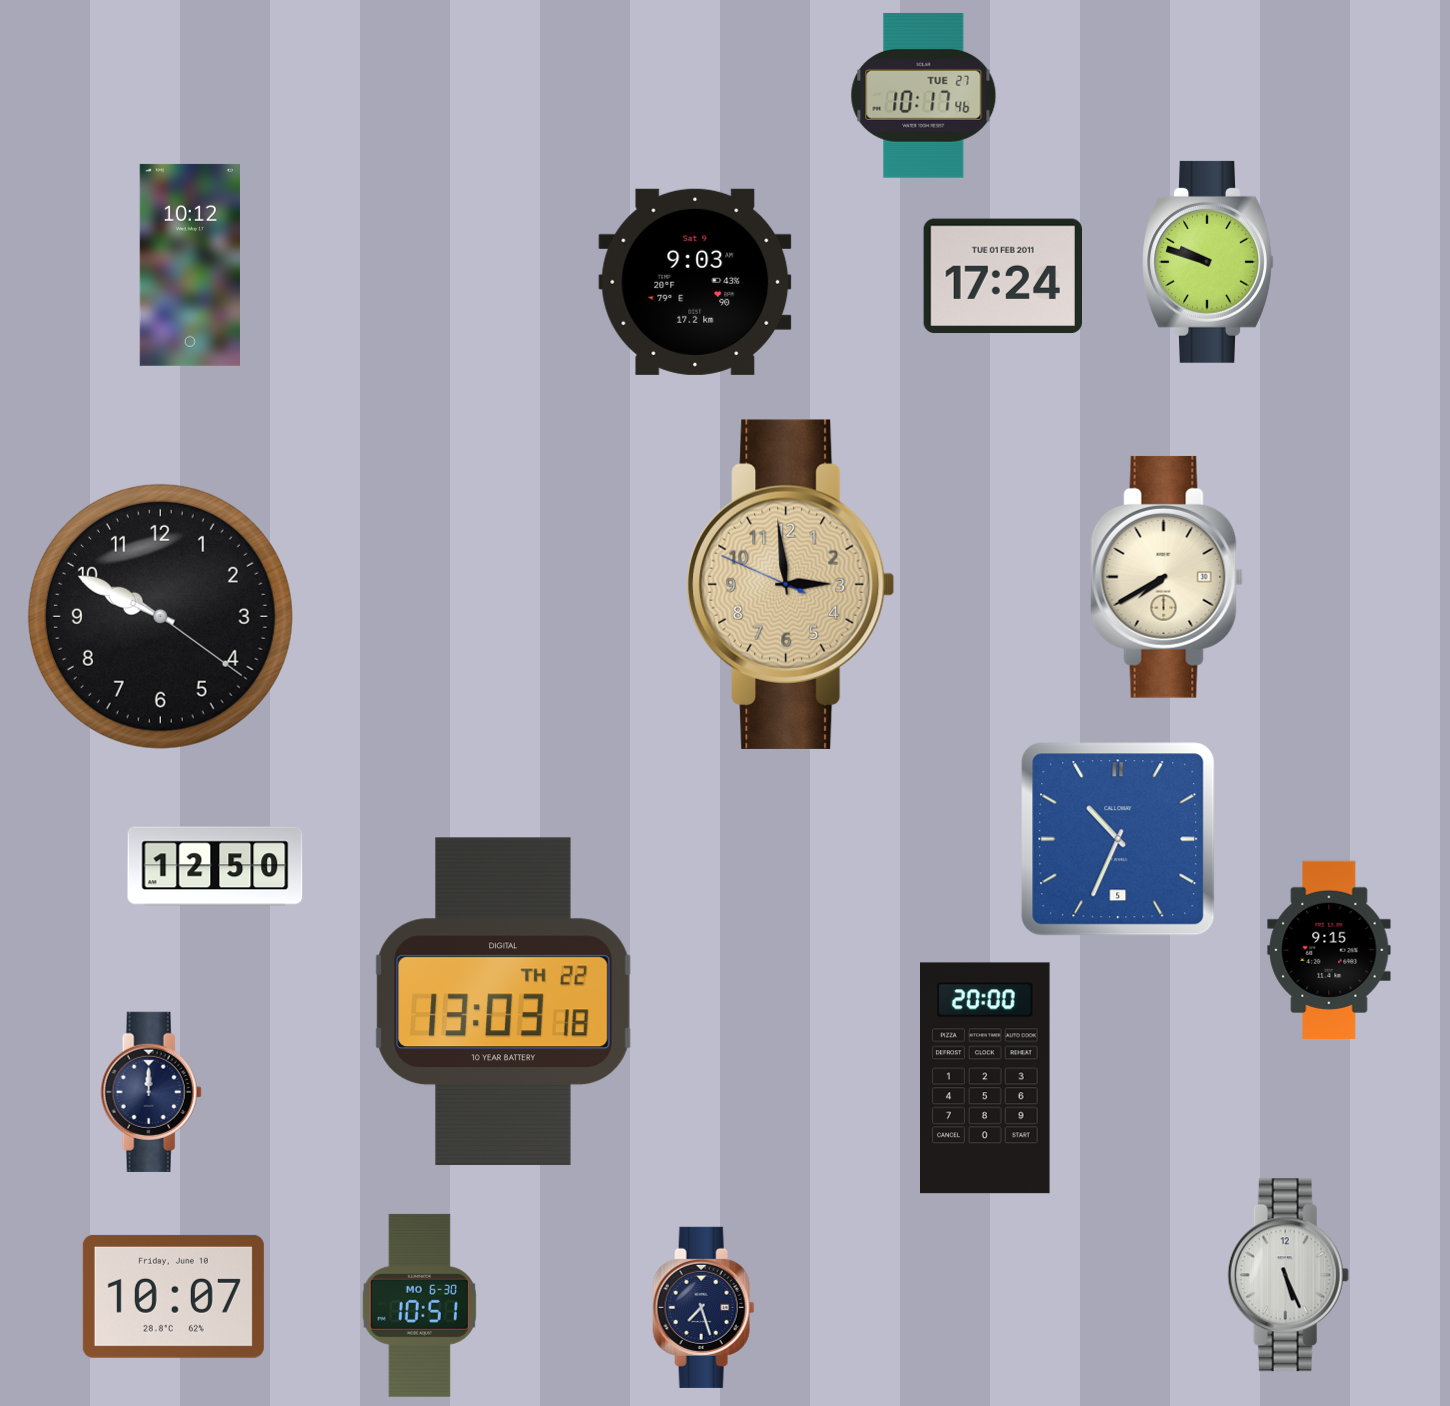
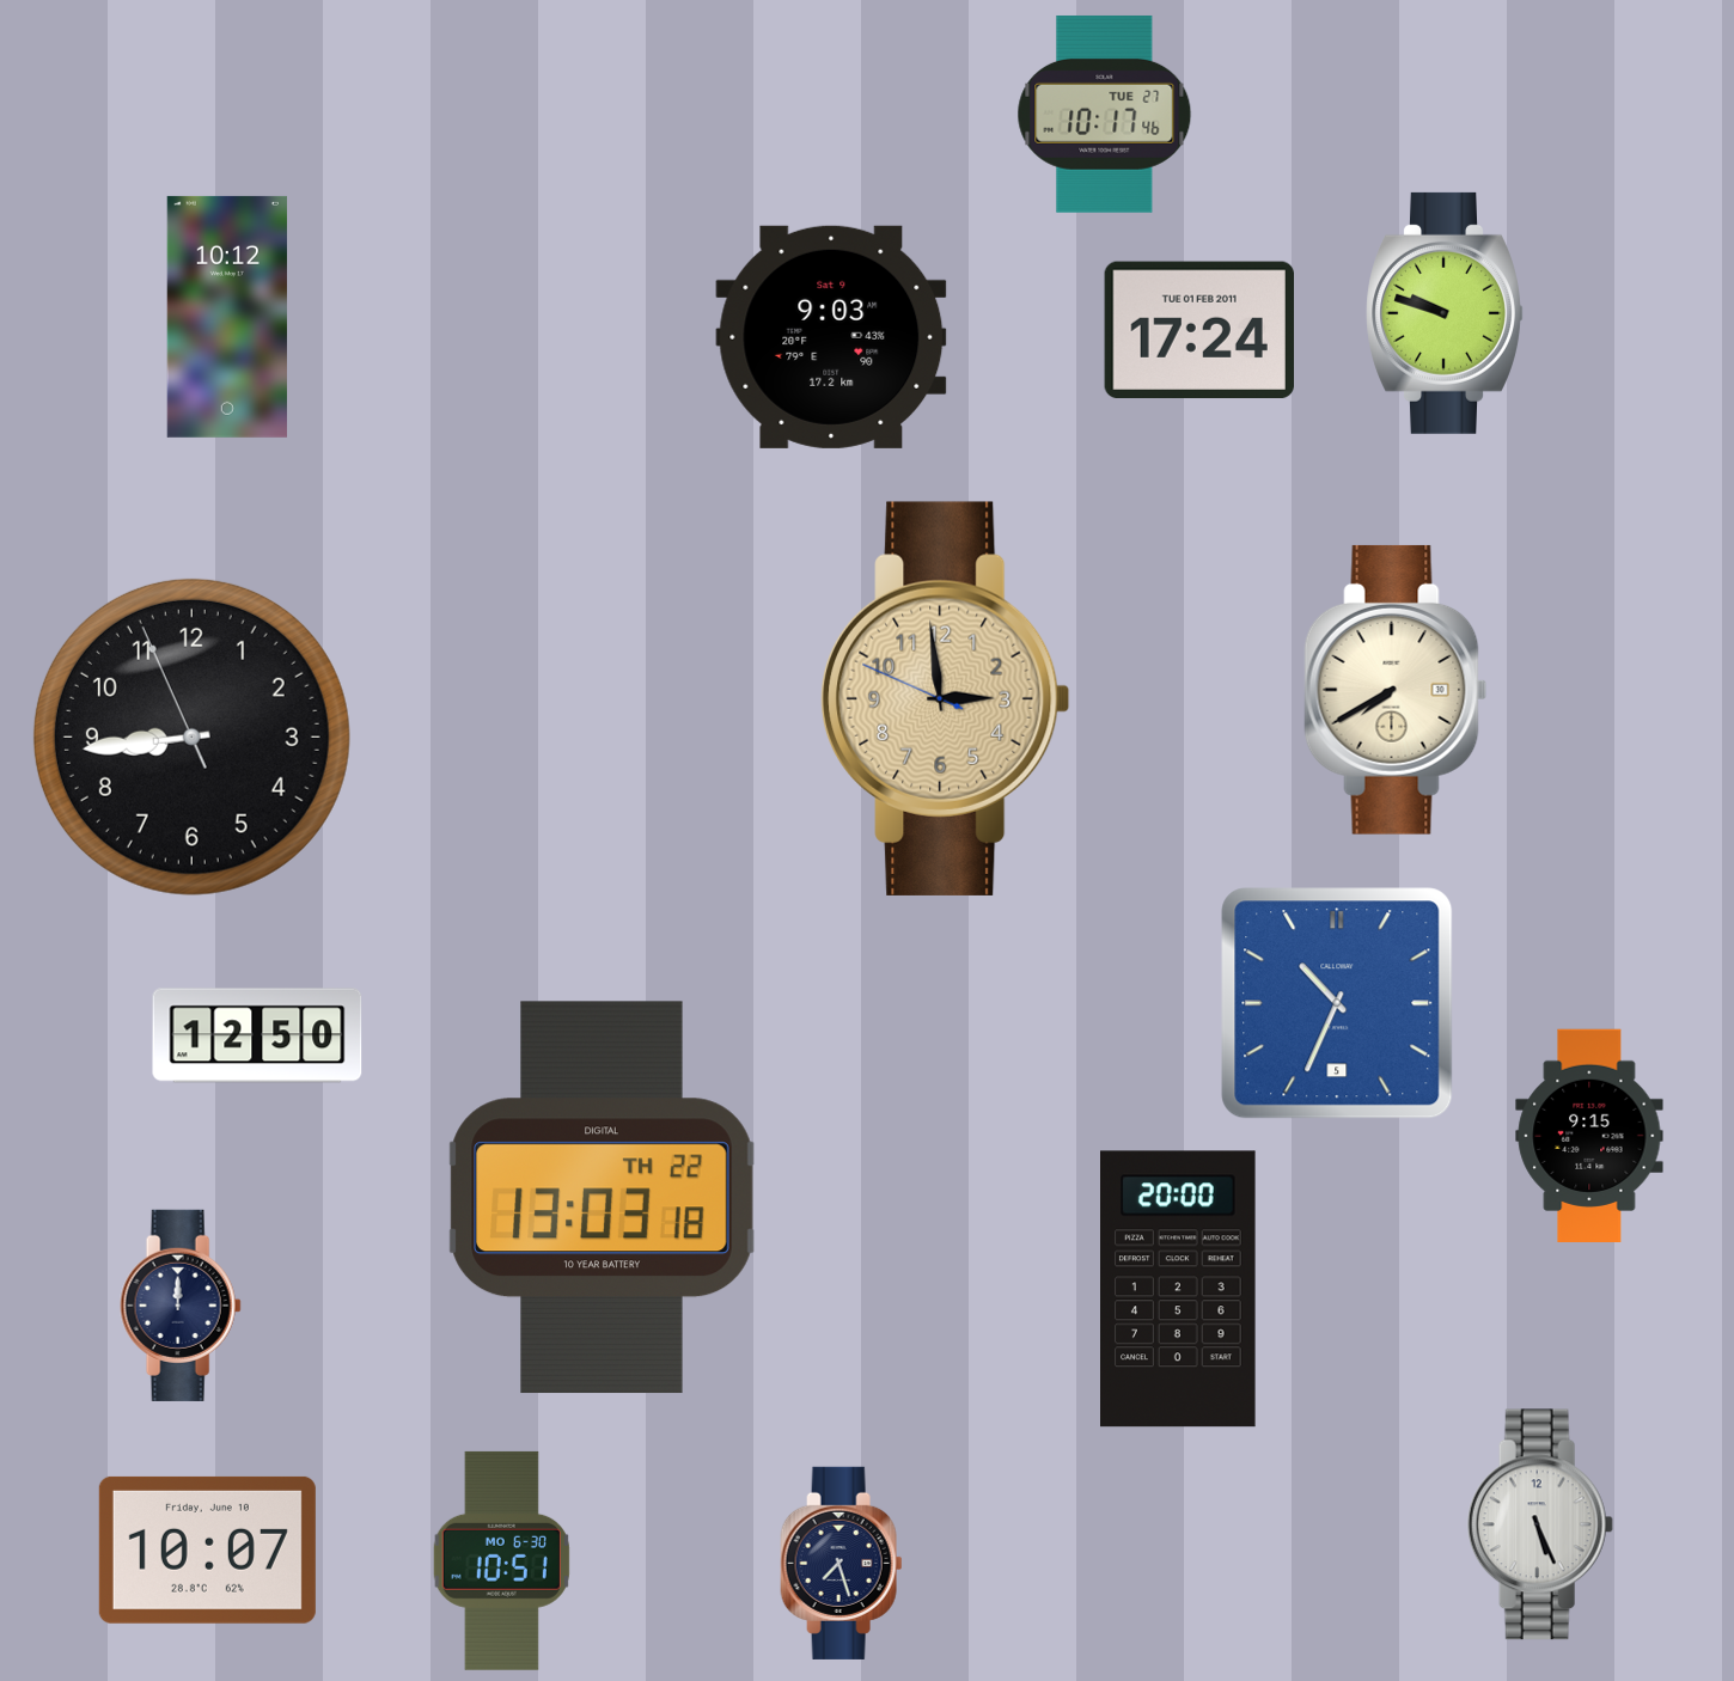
clock at (160, 616): 9:49 -> 8:43
